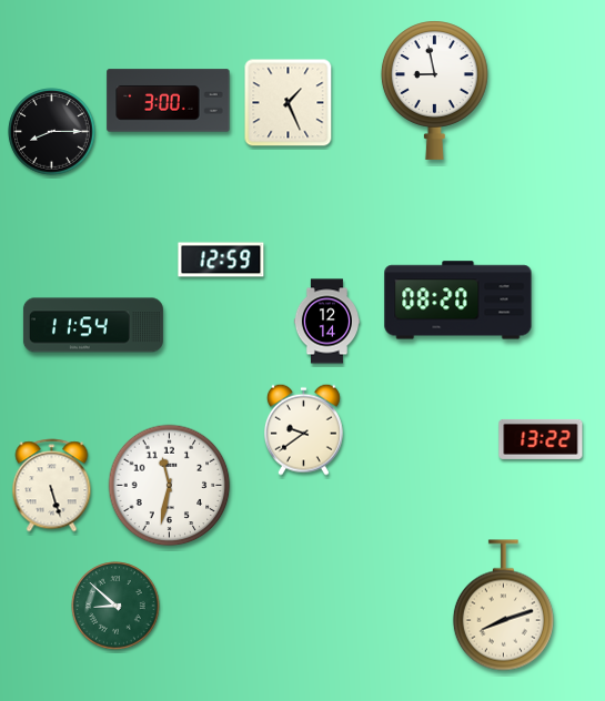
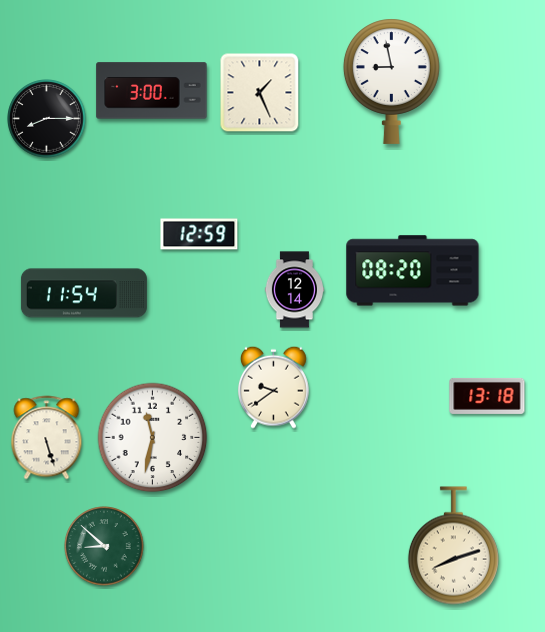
clock at (541, 439): 13:22 -> 13:18
